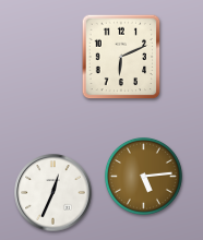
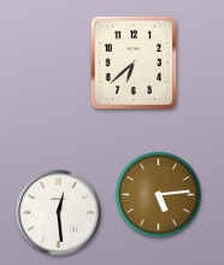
clock at (121, 57): 6:11 -> 6:38
clock at (53, 193): 12:34 -> 12:29
